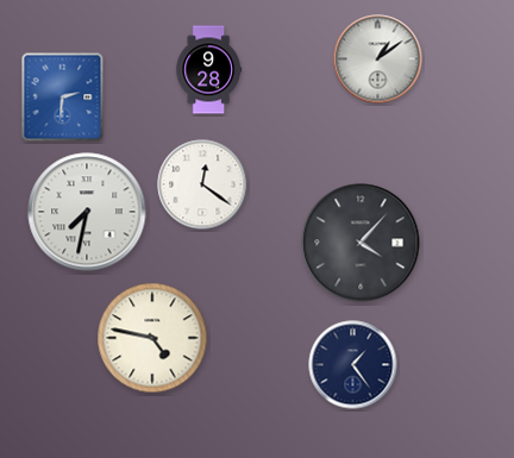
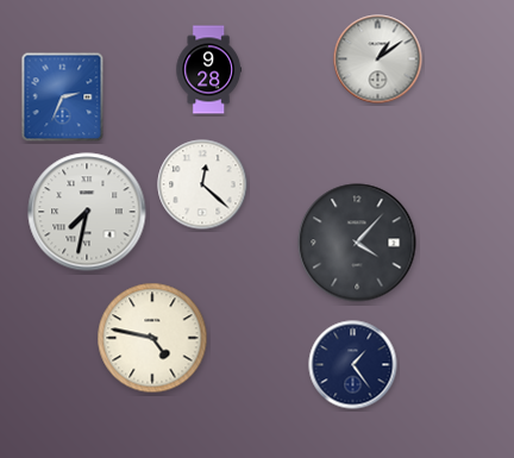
clock at (63, 98): 2:31 -> 2:34
clock at (202, 184): 12:21 -> 12:22
clock at (361, 243) position: (361, 243) -> (357, 243)
